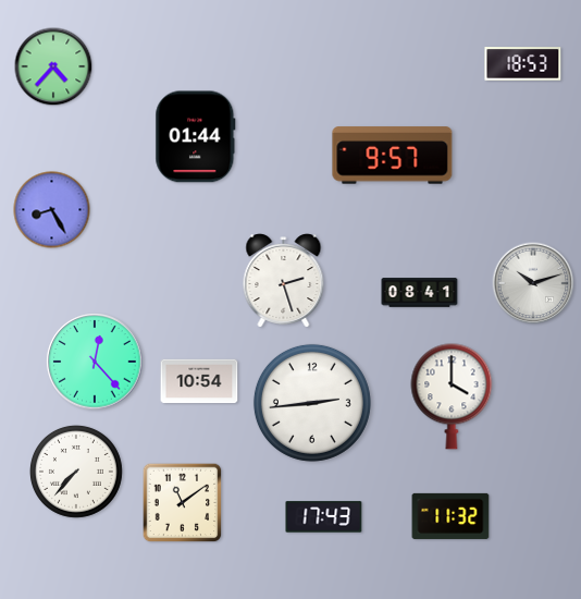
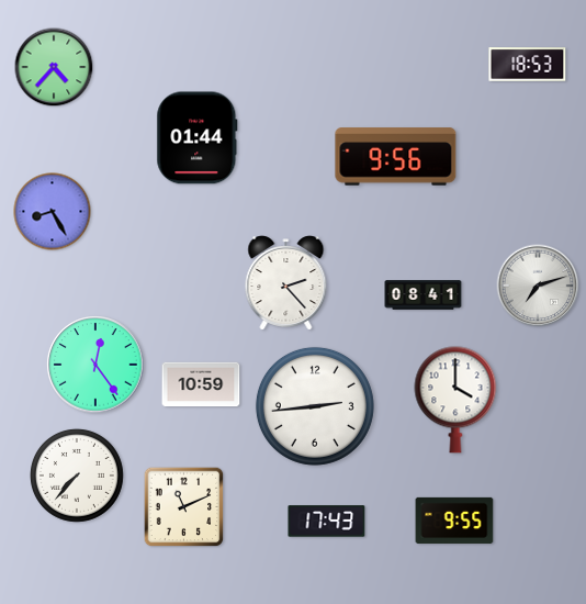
clock at (393, 156): 9:57 -> 9:56
clock at (284, 281): 2:27 -> 2:23
clock at (533, 283): 10:12 -> 7:12
clock at (95, 362): 12:23 -> 12:24
clock at (199, 381): 10:54 -> 10:59
clock at (183, 503): 11:09 -> 11:11
clock at (450, 516): 11:32 -> 9:55
